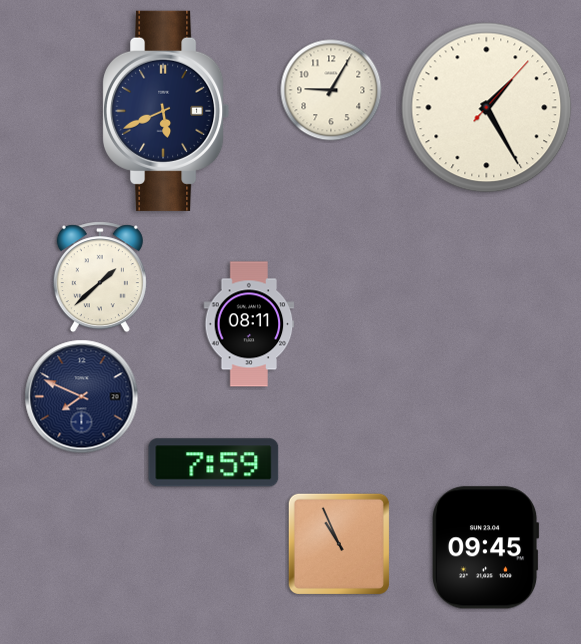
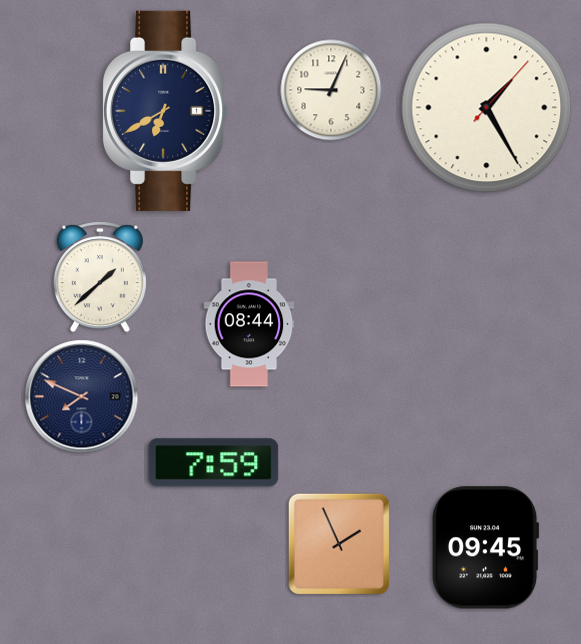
clock at (331, 90): 9:05 -> 9:04
clock at (167, 111): 5:41 -> 6:40
clock at (249, 324): 08:11 -> 08:44
clock at (339, 544): 10:56 -> 1:56
